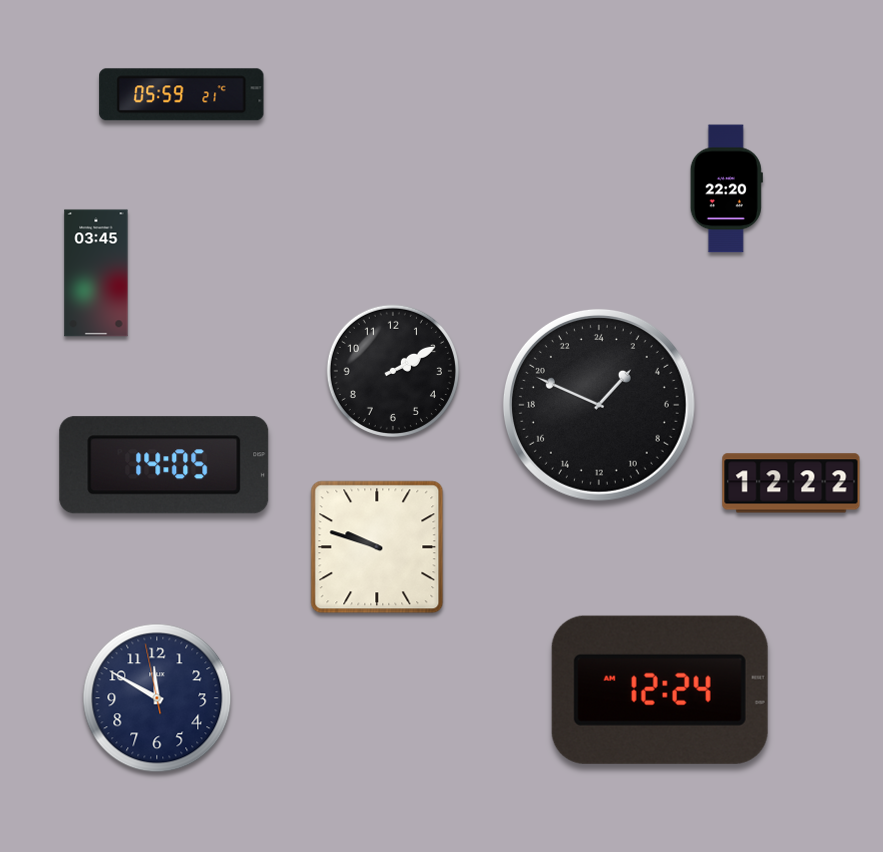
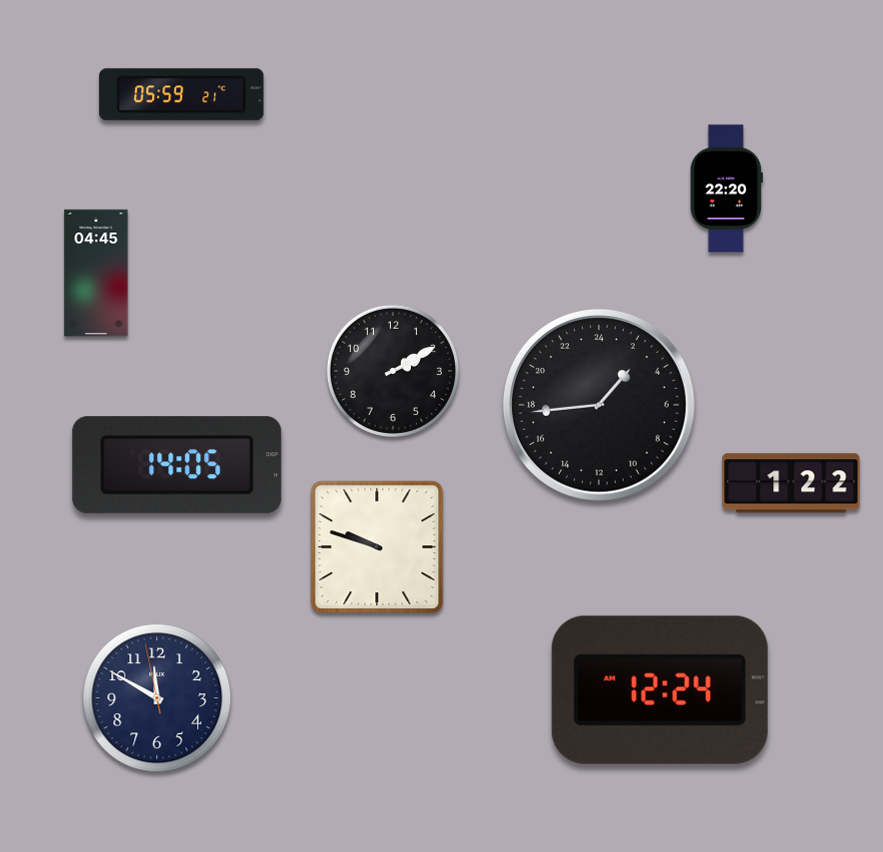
clock at (96, 273): 03:45 -> 04:45
clock at (599, 405): 2:49 -> 2:44
clock at (164, 465) position: (164, 465) -> (177, 465)
clock at (791, 483): 12:22 -> 1:22
